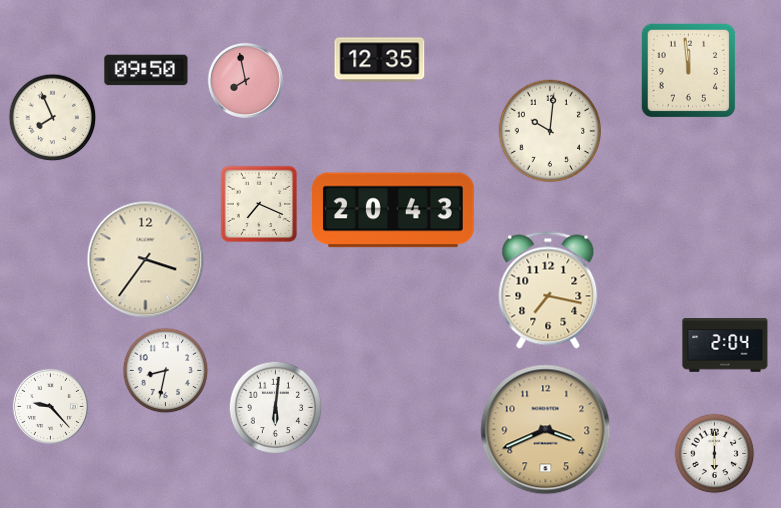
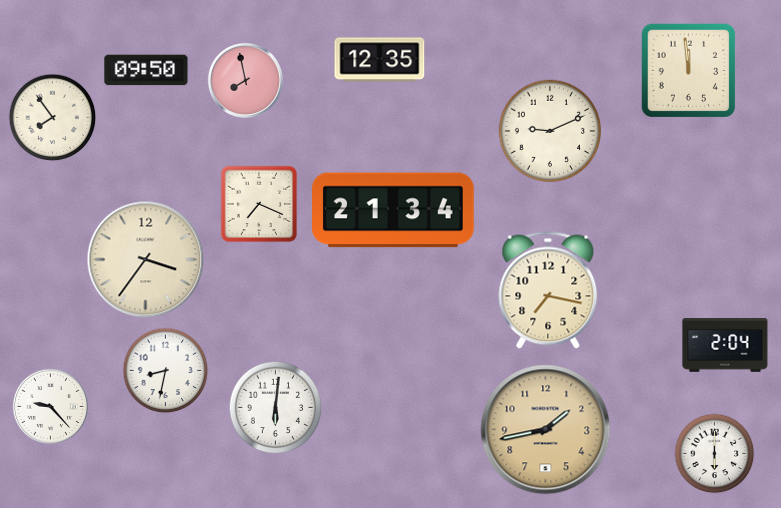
clock at (53, 118): 7:56 -> 7:54
clock at (549, 130): 10:01 -> 9:11
clock at (394, 210): 20:43 -> 21:34
clock at (546, 430): 3:41 -> 1:43
